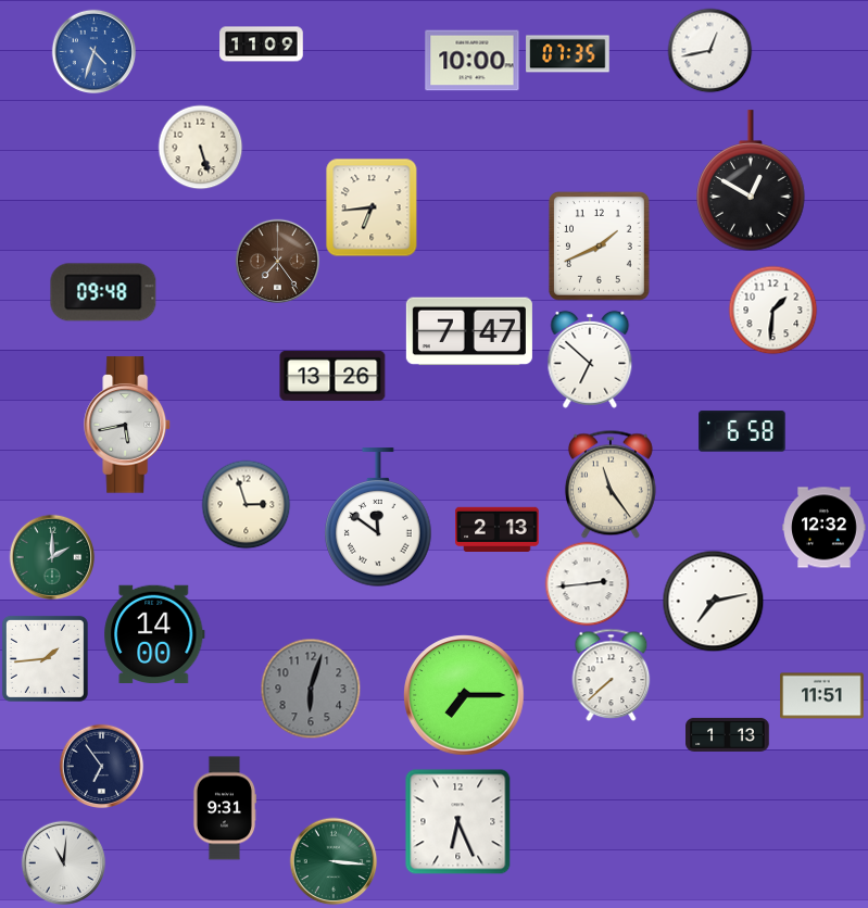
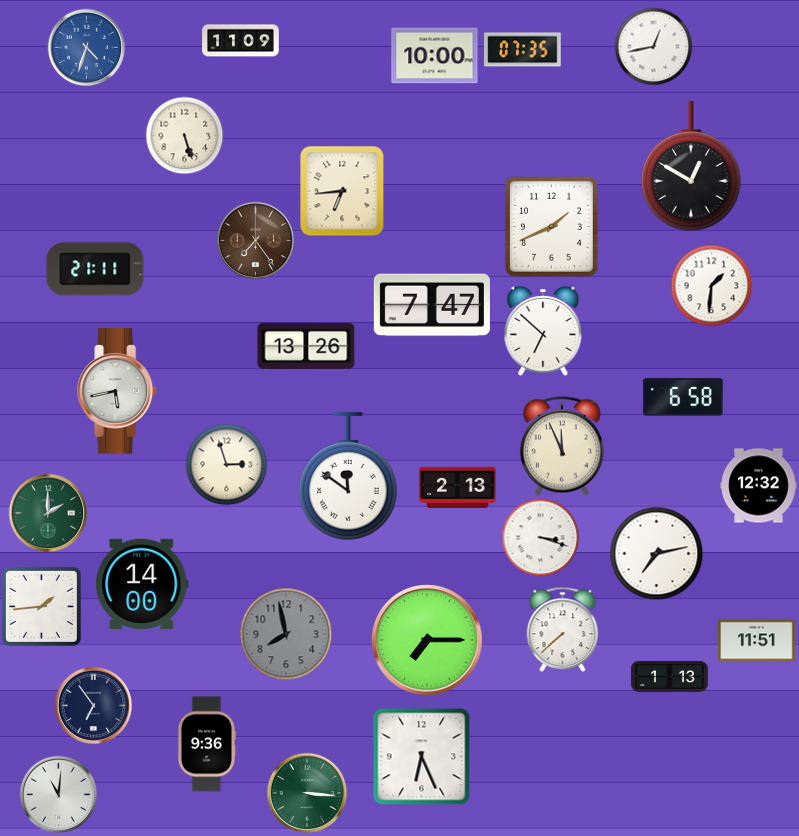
clock at (103, 292): 09:48 -> 21:11
clock at (611, 484): 11:24 -> 11:56
clock at (587, 583): 2:44 -> 3:18
clock at (612, 674) position: (612, 674) -> (563, 629)
clock at (311, 689): 6:03 -> 7:58
clock at (224, 808): 9:31 -> 9:36
